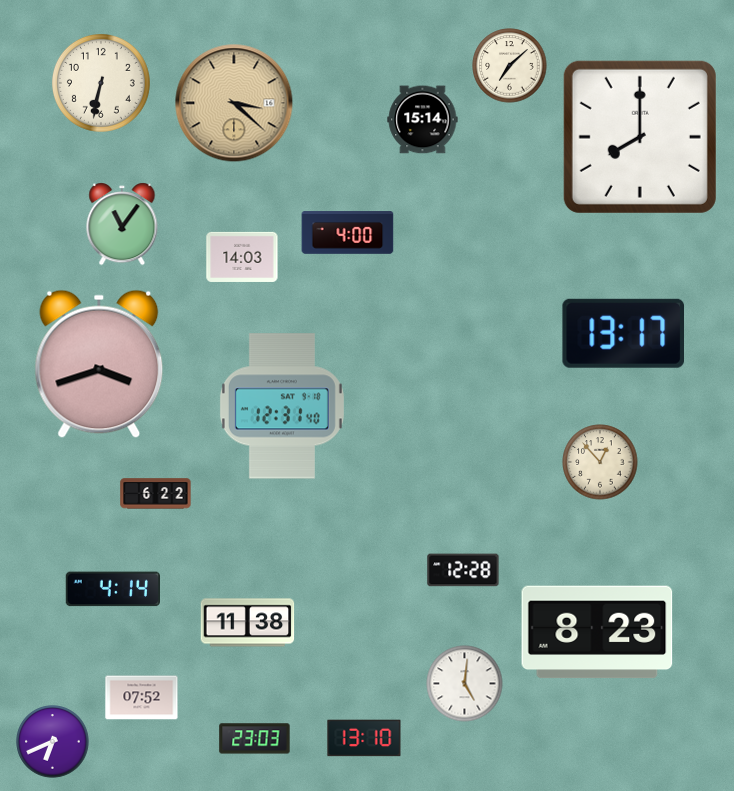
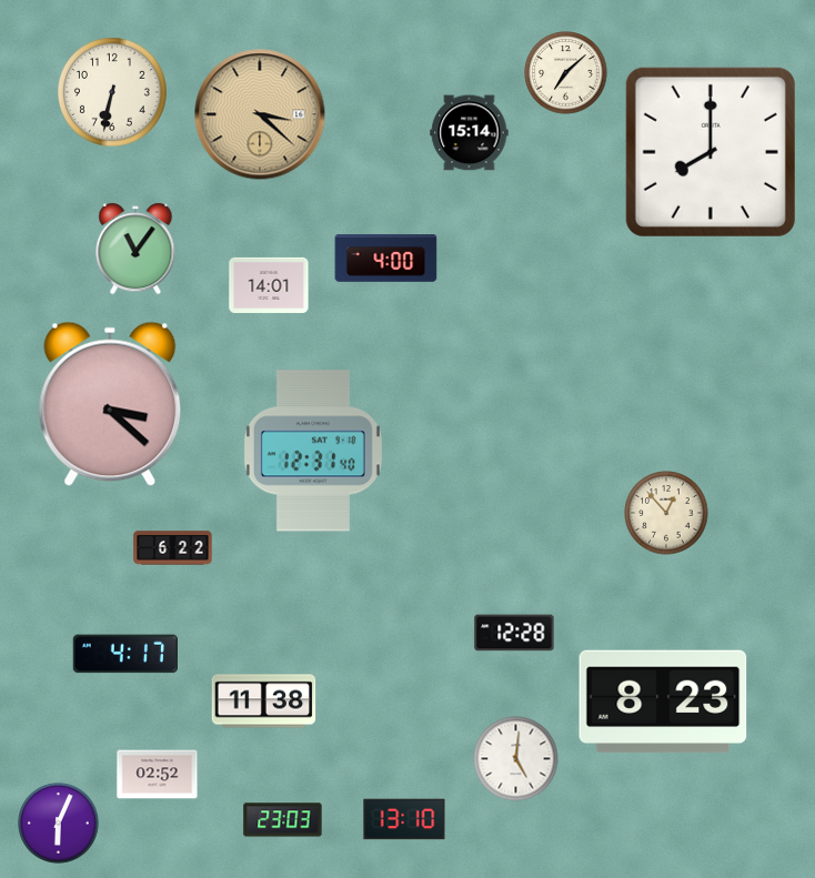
clock at (242, 257): 14:03 -> 14:01
clock at (623, 333): 13:17 -> none
clock at (99, 364): 3:42 -> 3:22
clock at (112, 589): 4:14 -> 4:17
clock at (248, 623) position: (248, 623) -> (264, 702)
clock at (142, 698): 07:52 -> 02:52
clock at (53, 742): 6:41 -> 6:04
